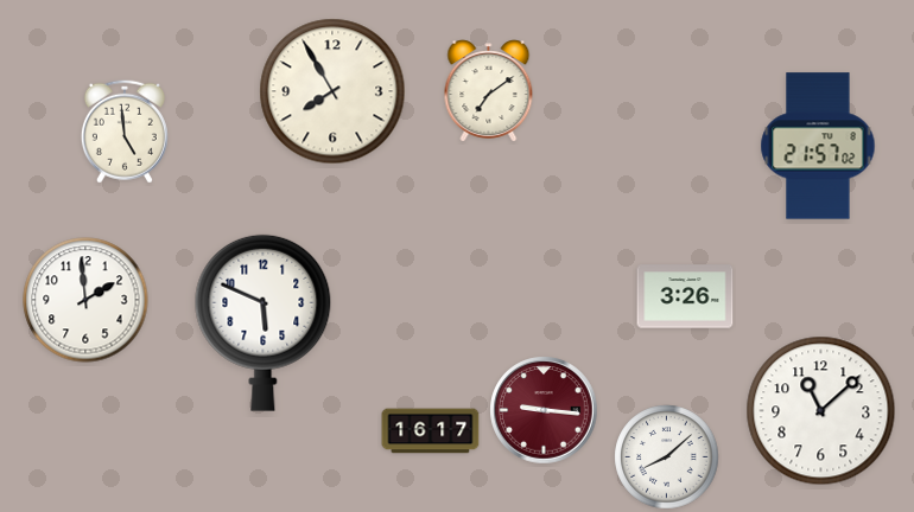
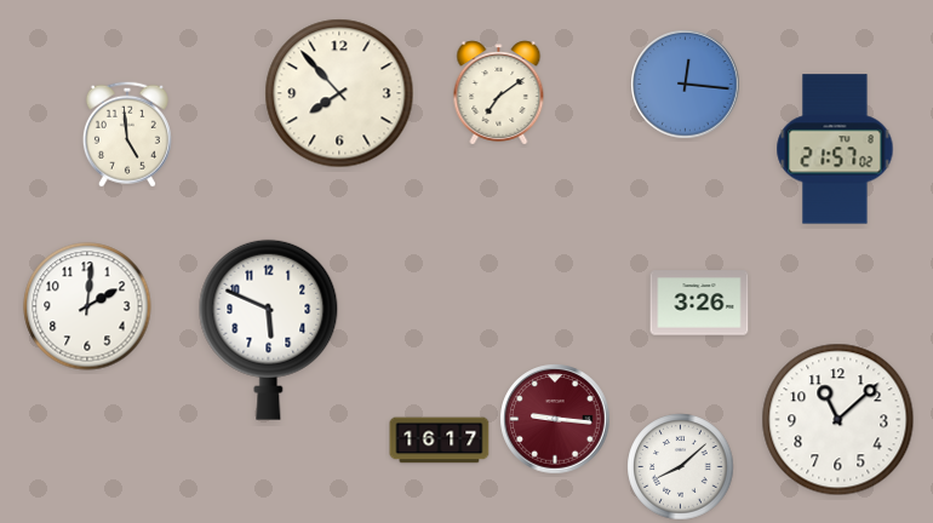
clock at (686, 85): none -> 12:16
clock at (332, 91): 7:55 -> 7:53
clock at (85, 300): 1:59 -> 2:01
